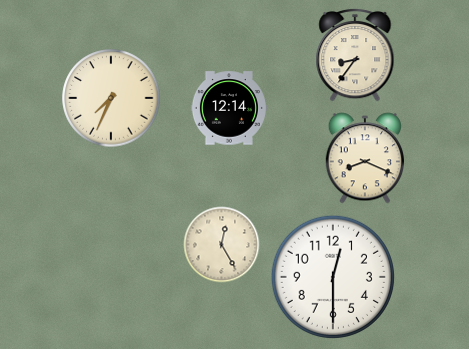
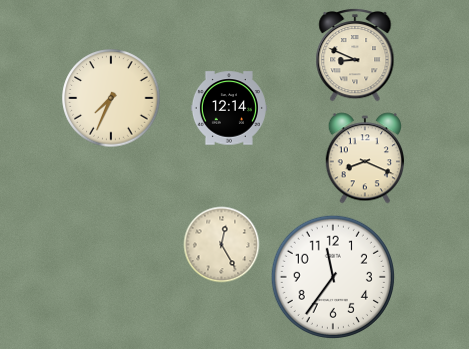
clock at (355, 55): 8:36 -> 8:49
clock at (333, 277): 12:30 -> 11:36
